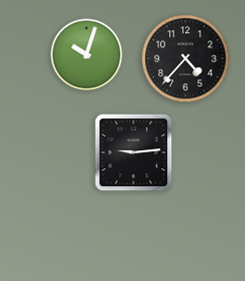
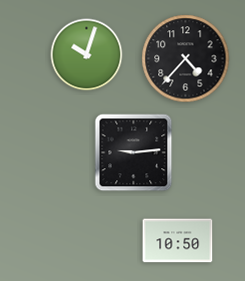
clock at (178, 241): none -> 10:50
